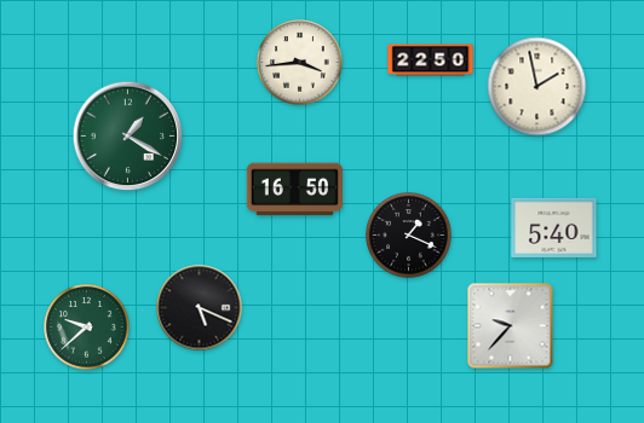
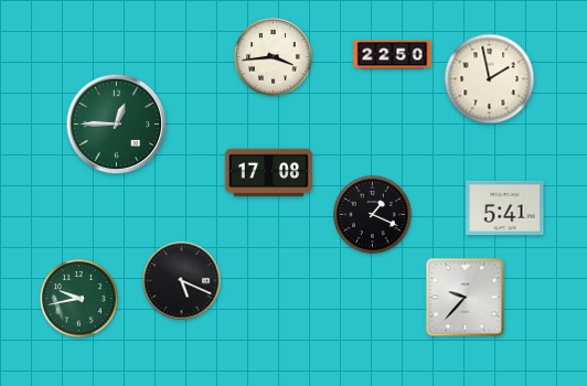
clock at (128, 137): 1:20 -> 12:45
clock at (294, 190): 16:50 -> 17:08
clock at (554, 227): 5:40 -> 5:41
clock at (87, 328): 9:38 -> 9:43
